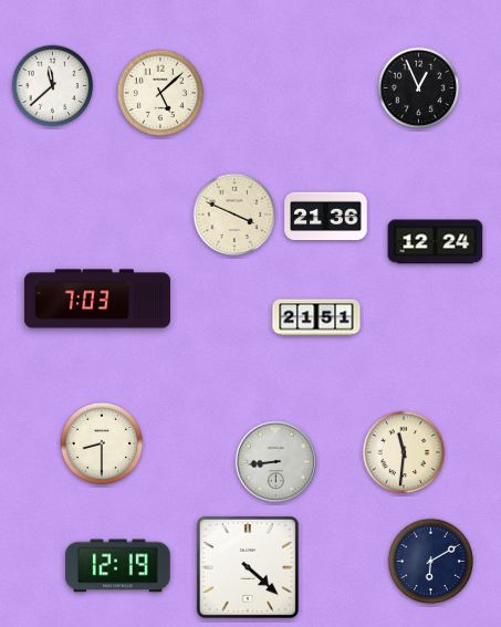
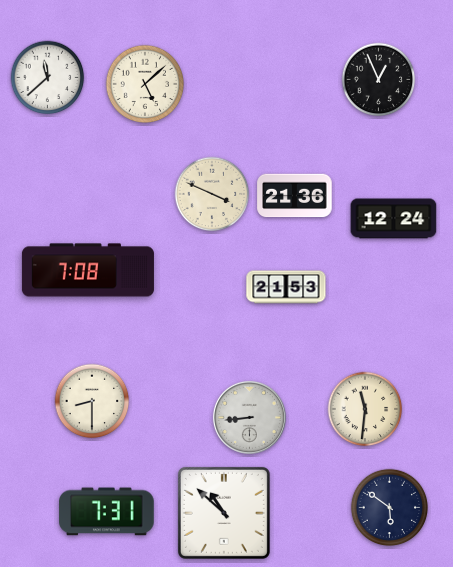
clock at (97, 299): 7:03 -> 7:08
clock at (316, 317): 21:51 -> 21:53
clock at (431, 562): 6:10 -> 5:51
clock at (118, 566): 12:19 -> 7:31
clock at (248, 567): 4:22 -> 10:52
